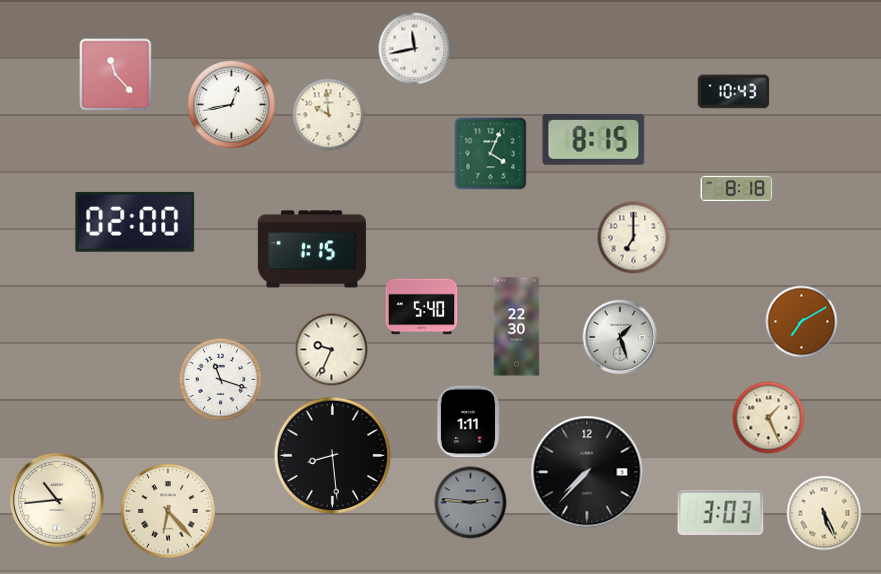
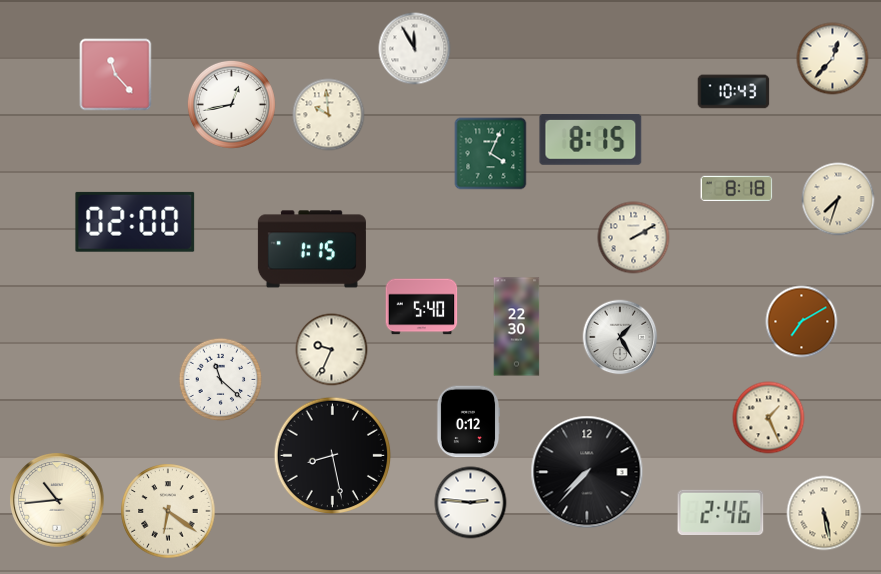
clock at (415, 49): 11:43 -> 11:55
clock at (833, 59): none -> 12:37
clock at (594, 140) position: (594, 140) -> (591, 140)
clock at (838, 199): none -> 7:33
clock at (634, 238): 7:00 -> 2:10
clock at (620, 337): 1:27 -> 1:25
clock at (221, 380): 11:18 -> 11:22
clock at (468, 422): 1:11 -> 0:12
clock at (333, 456): 8:29 -> 8:28
clock at (471, 503) dial: grey -> white
clock at (168, 511): 6:23 -> 6:21
clock at (721, 512): 3:03 -> 2:46
clock at (824, 513): 5:26 -> 5:28
